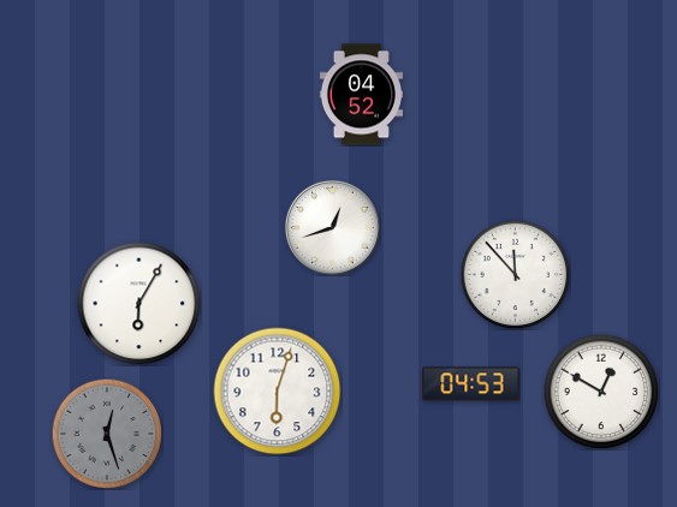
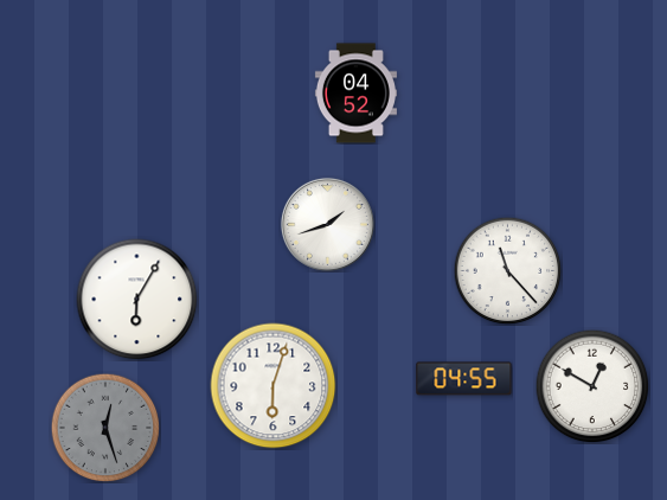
clock at (332, 227): 12:42 -> 1:42
clock at (515, 274): 11:53 -> 11:23
clock at (471, 384): 04:53 -> 04:55
